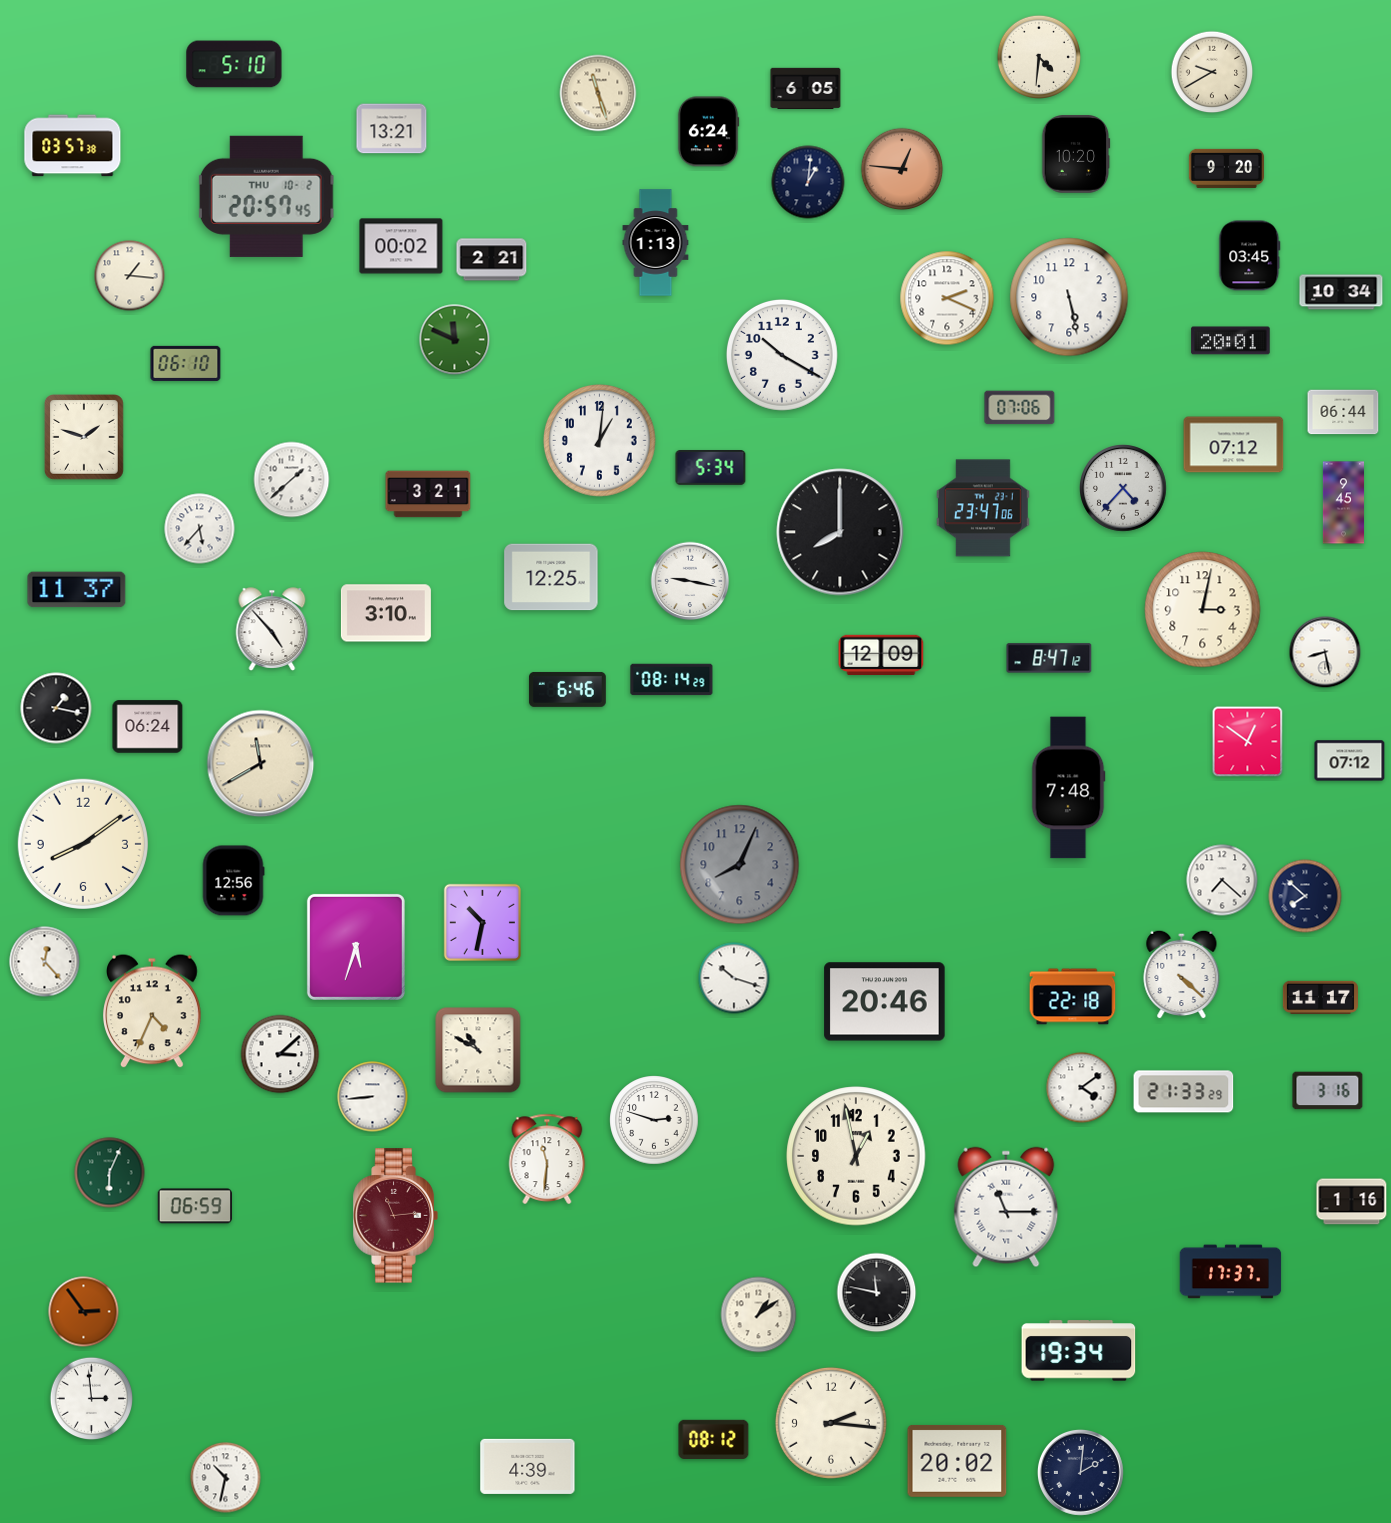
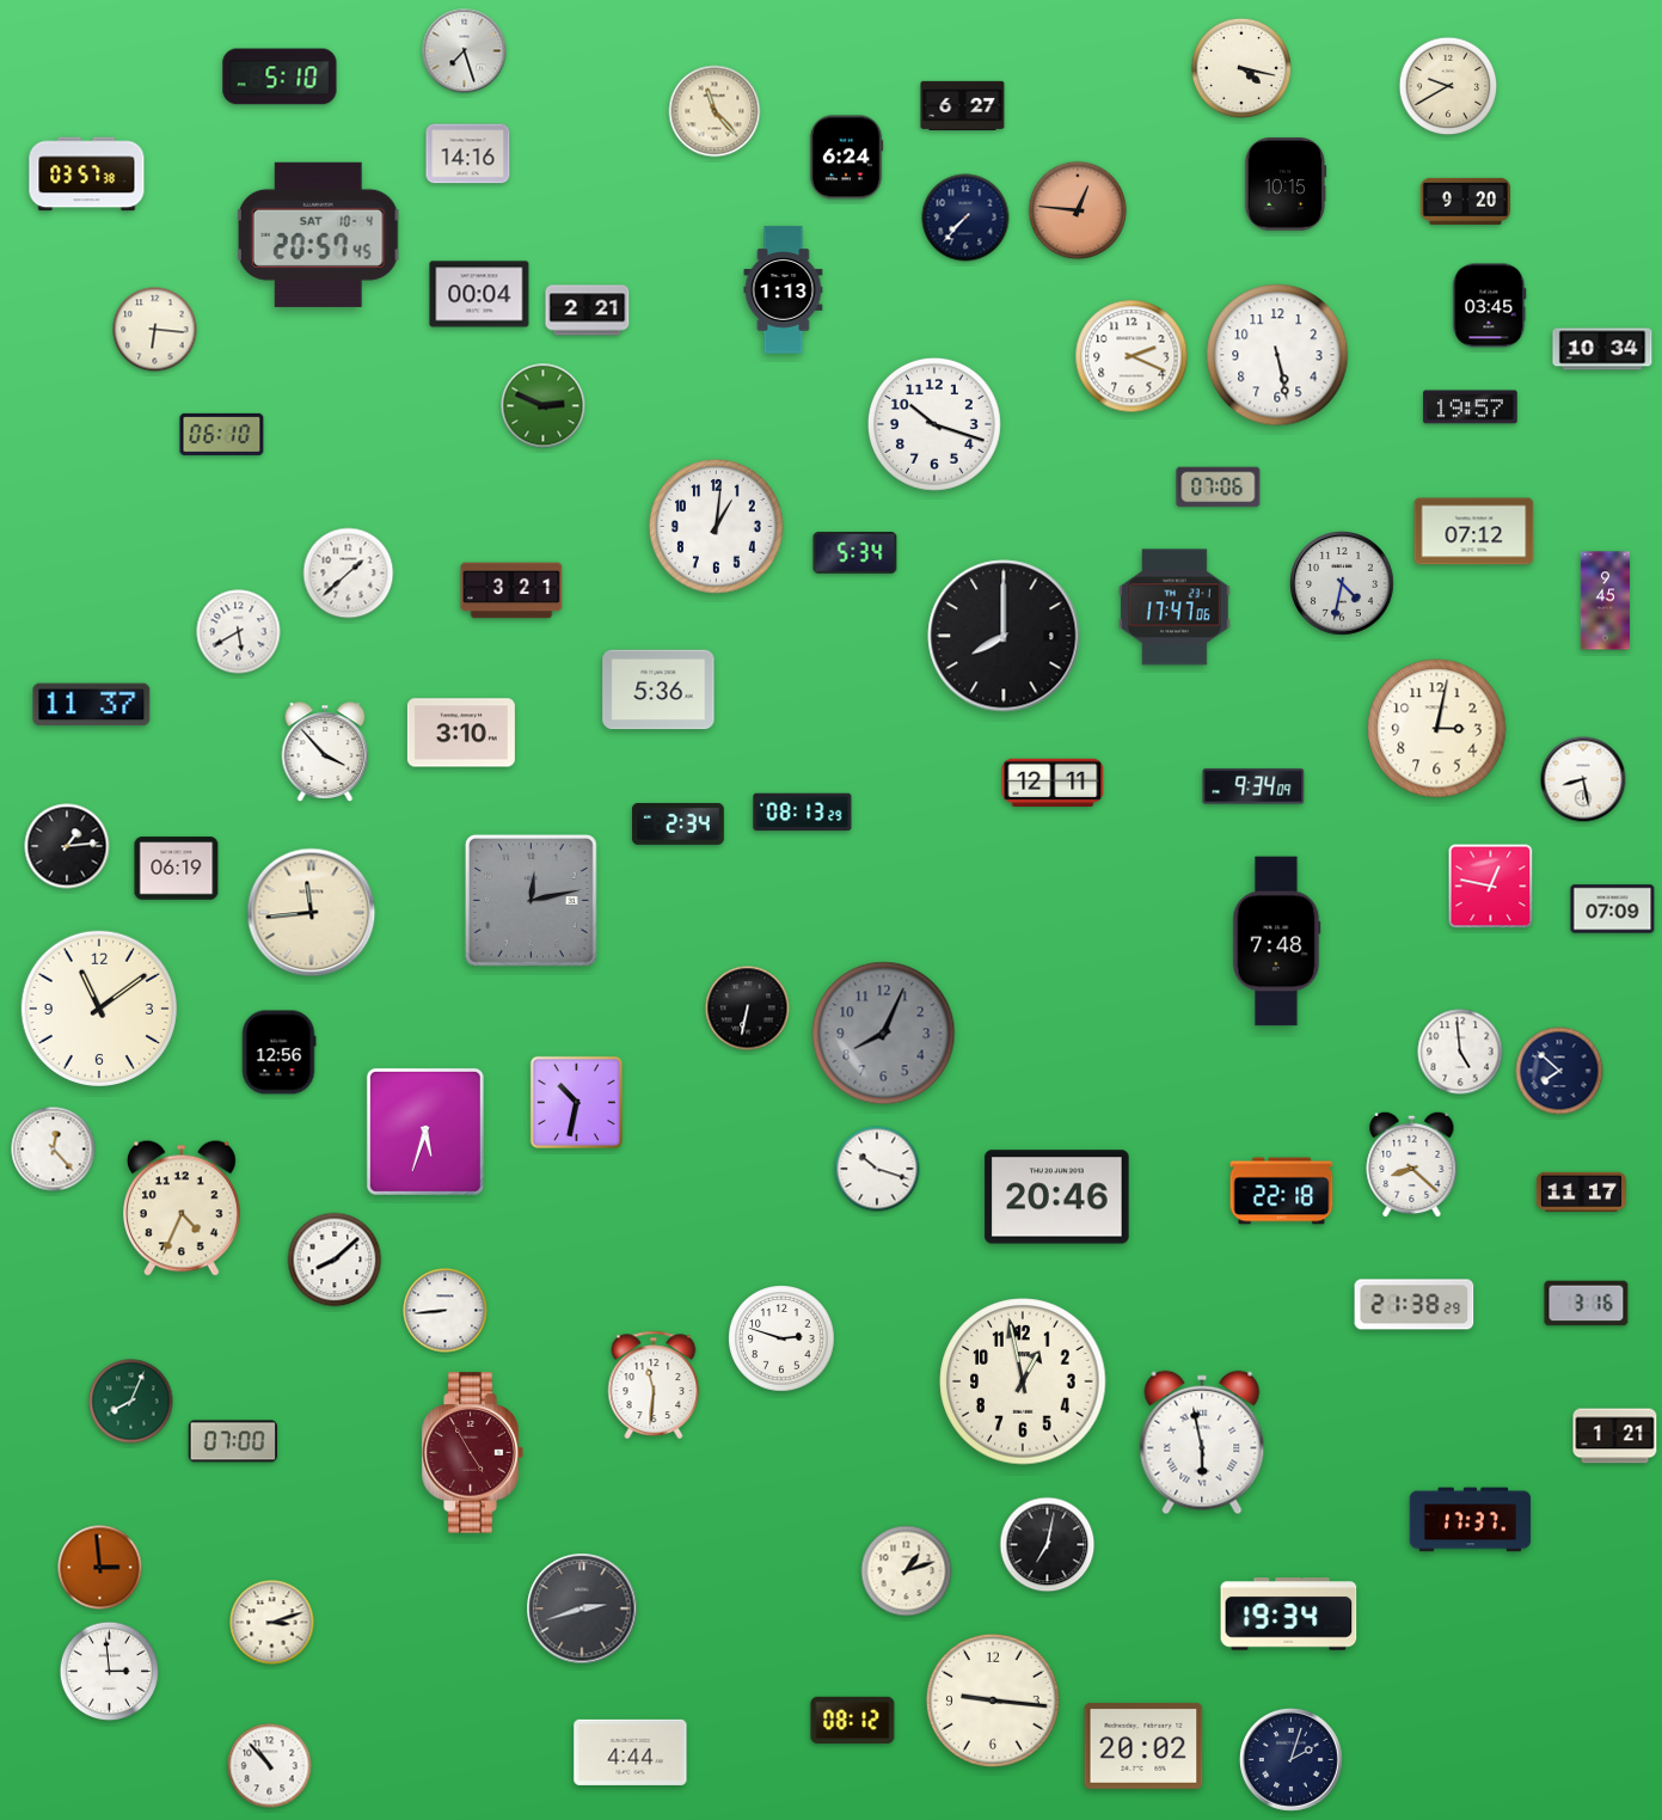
clock at (465, 51): none -> 7:27
clock at (1039, 57): 4:31 -> 4:17
clock at (806, 88): 6:05 -> 6:27
clock at (598, 93): 11:27 -> 11:23
clock at (392, 129): 13:21 -> 14:16
clock at (1076, 154): 10:20 -> 10:15
clock at (902, 169) position: (902, 169) -> (1078, 210)
clock at (808, 182): 1:01 -> 7:37
clock at (266, 196) date: THU 10-2 -> SAT 10-4
clock at (401, 246): 00:02 -> 00:04
clock at (1250, 256) position: (1250, 256) -> (1490, 306)
clock at (130, 276): 1:16 -> 6:16
clock at (455, 340): 11:49 -> 2:49
clock at (1231, 341): 20:01 -> 19:57
clock at (782, 355): 10:20 -> 10:18
clock at (1343, 412): 06:44 -> none
clock at (85, 438): 1:48 -> none
clock at (711, 468) position: (711, 468) -> (855, 553)
clock at (1124, 489): 4:37 -> 4:32
clock at (983, 508): 23:47 -> 17:47
clock at (200, 529): 5:37 -> 5:40
clock at (551, 577): 12:25 -> 5:36
clock at (690, 581): 9:17 -> none
clock at (272, 629): 4:53 -> 3:53
clock at (881, 654): 12:09 -> 12:11
clock at (1049, 658): 8:47 -> 9:34
clock at (672, 680): 08:14 -> 08:13
clock at (567, 689): 6:46 -> 2:34
clock at (56, 708): 1:17 -> 1:14
clock at (148, 727): 06:24 -> 06:19
clock at (1248, 742): 12:51 -> 12:47
clock at (531, 900): none -> 12:13
clock at (1350, 761): 07:12 -> 07:09
clock at (261, 764): 11:40 -> 11:44
clock at (83, 844): 8:09 -> 11:09
clock at (748, 1009): none -> 6:32
clock at (1222, 880): 7:22 -> 4:59
clock at (1182, 974): 4:22 -> 8:22
clock at (1320, 998) position: (1320, 998) -> (1581, 1193)
clock at (478, 1050): 10:50 -> none
clock at (280, 1054): 3:08 -> 8:08
clock at (1082, 1088): 4:09 -> none
clock at (1184, 1092): 21:33 -> 21:38
clock at (110, 1173): 6:04 -> 8:04
clock at (1352, 1202): 1:16 -> 1:21
clock at (194, 1206): 06:59 -> 07:00
clock at (1006, 1207): 11:15 -> 5:58
clock at (395, 1216): 11:14 -> 4:55
clock at (877, 1293): 11:47 -> 7:02
clock at (84, 1312): 2:54 -> 2:59
clock at (759, 1315): 1:09 -> 1:12
clock at (582, 1608): none -> 2:42
clock at (272, 1623): none -> 3:12
clock at (831, 1423): 2:16 -> 9:16
clock at (528, 1466): 4:39 -> 4:44
clock at (1080, 1472): 2:01 -> 2:03
clock at (226, 1478): 10:32 -> 10:53
